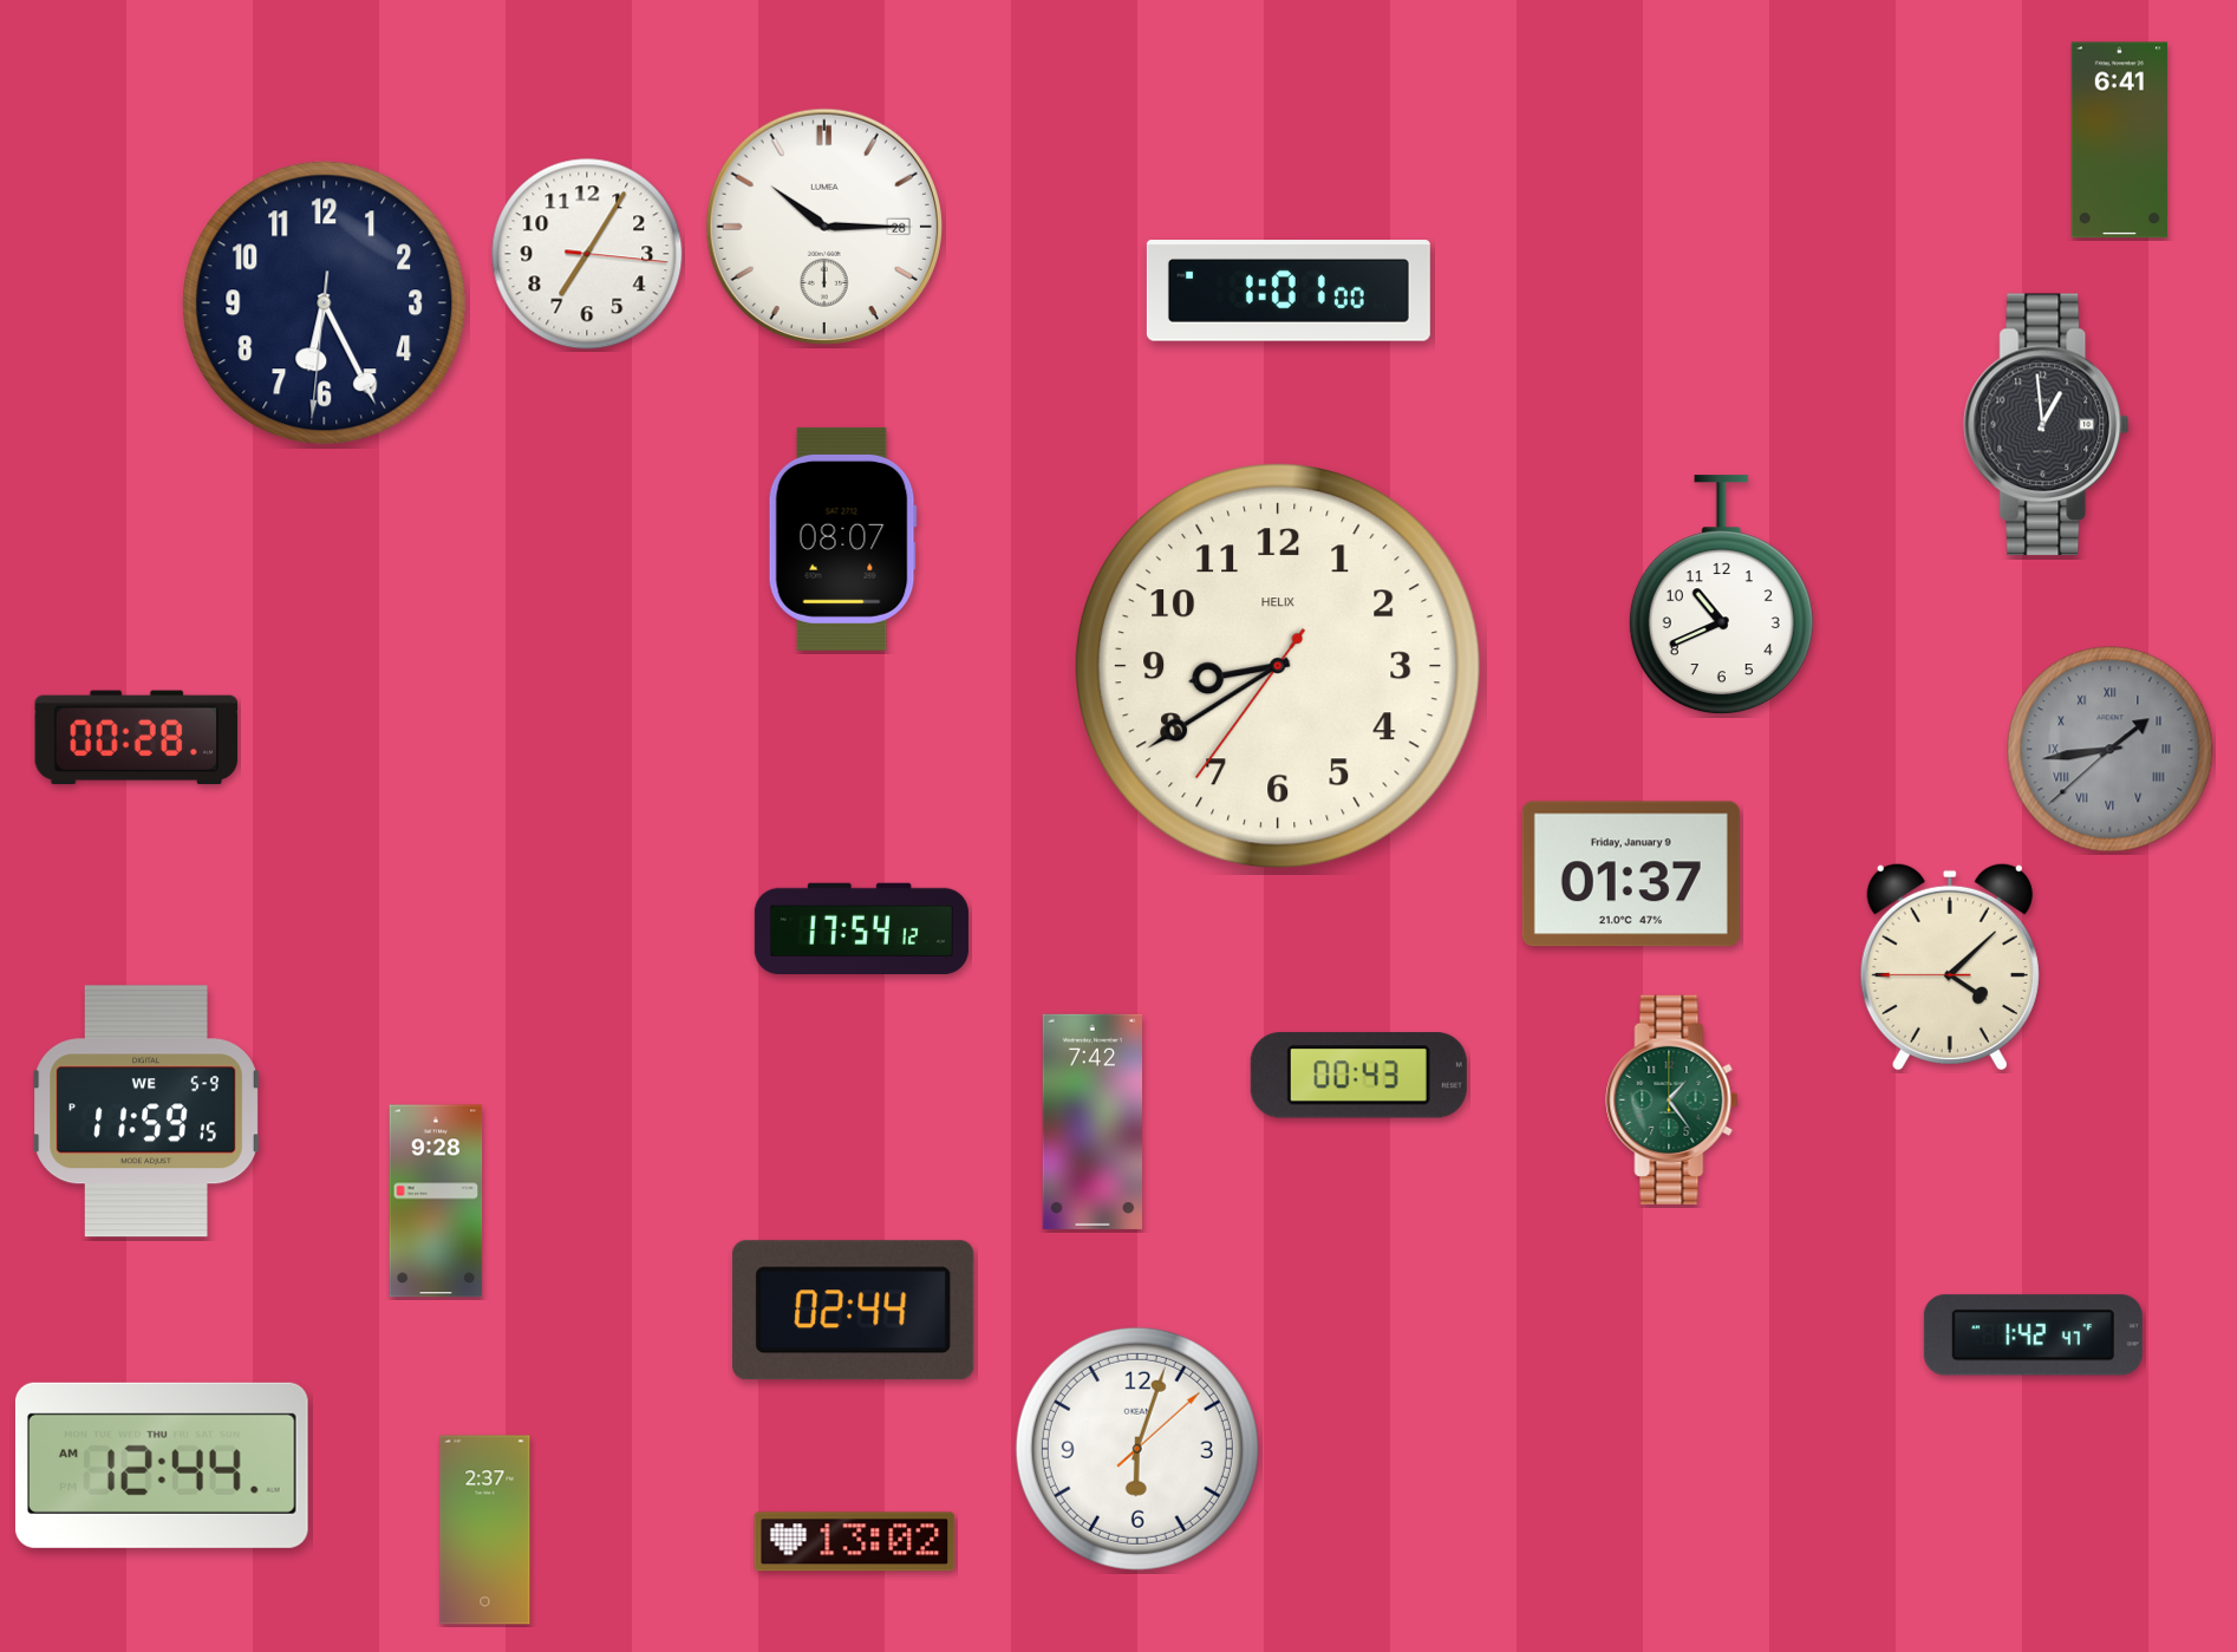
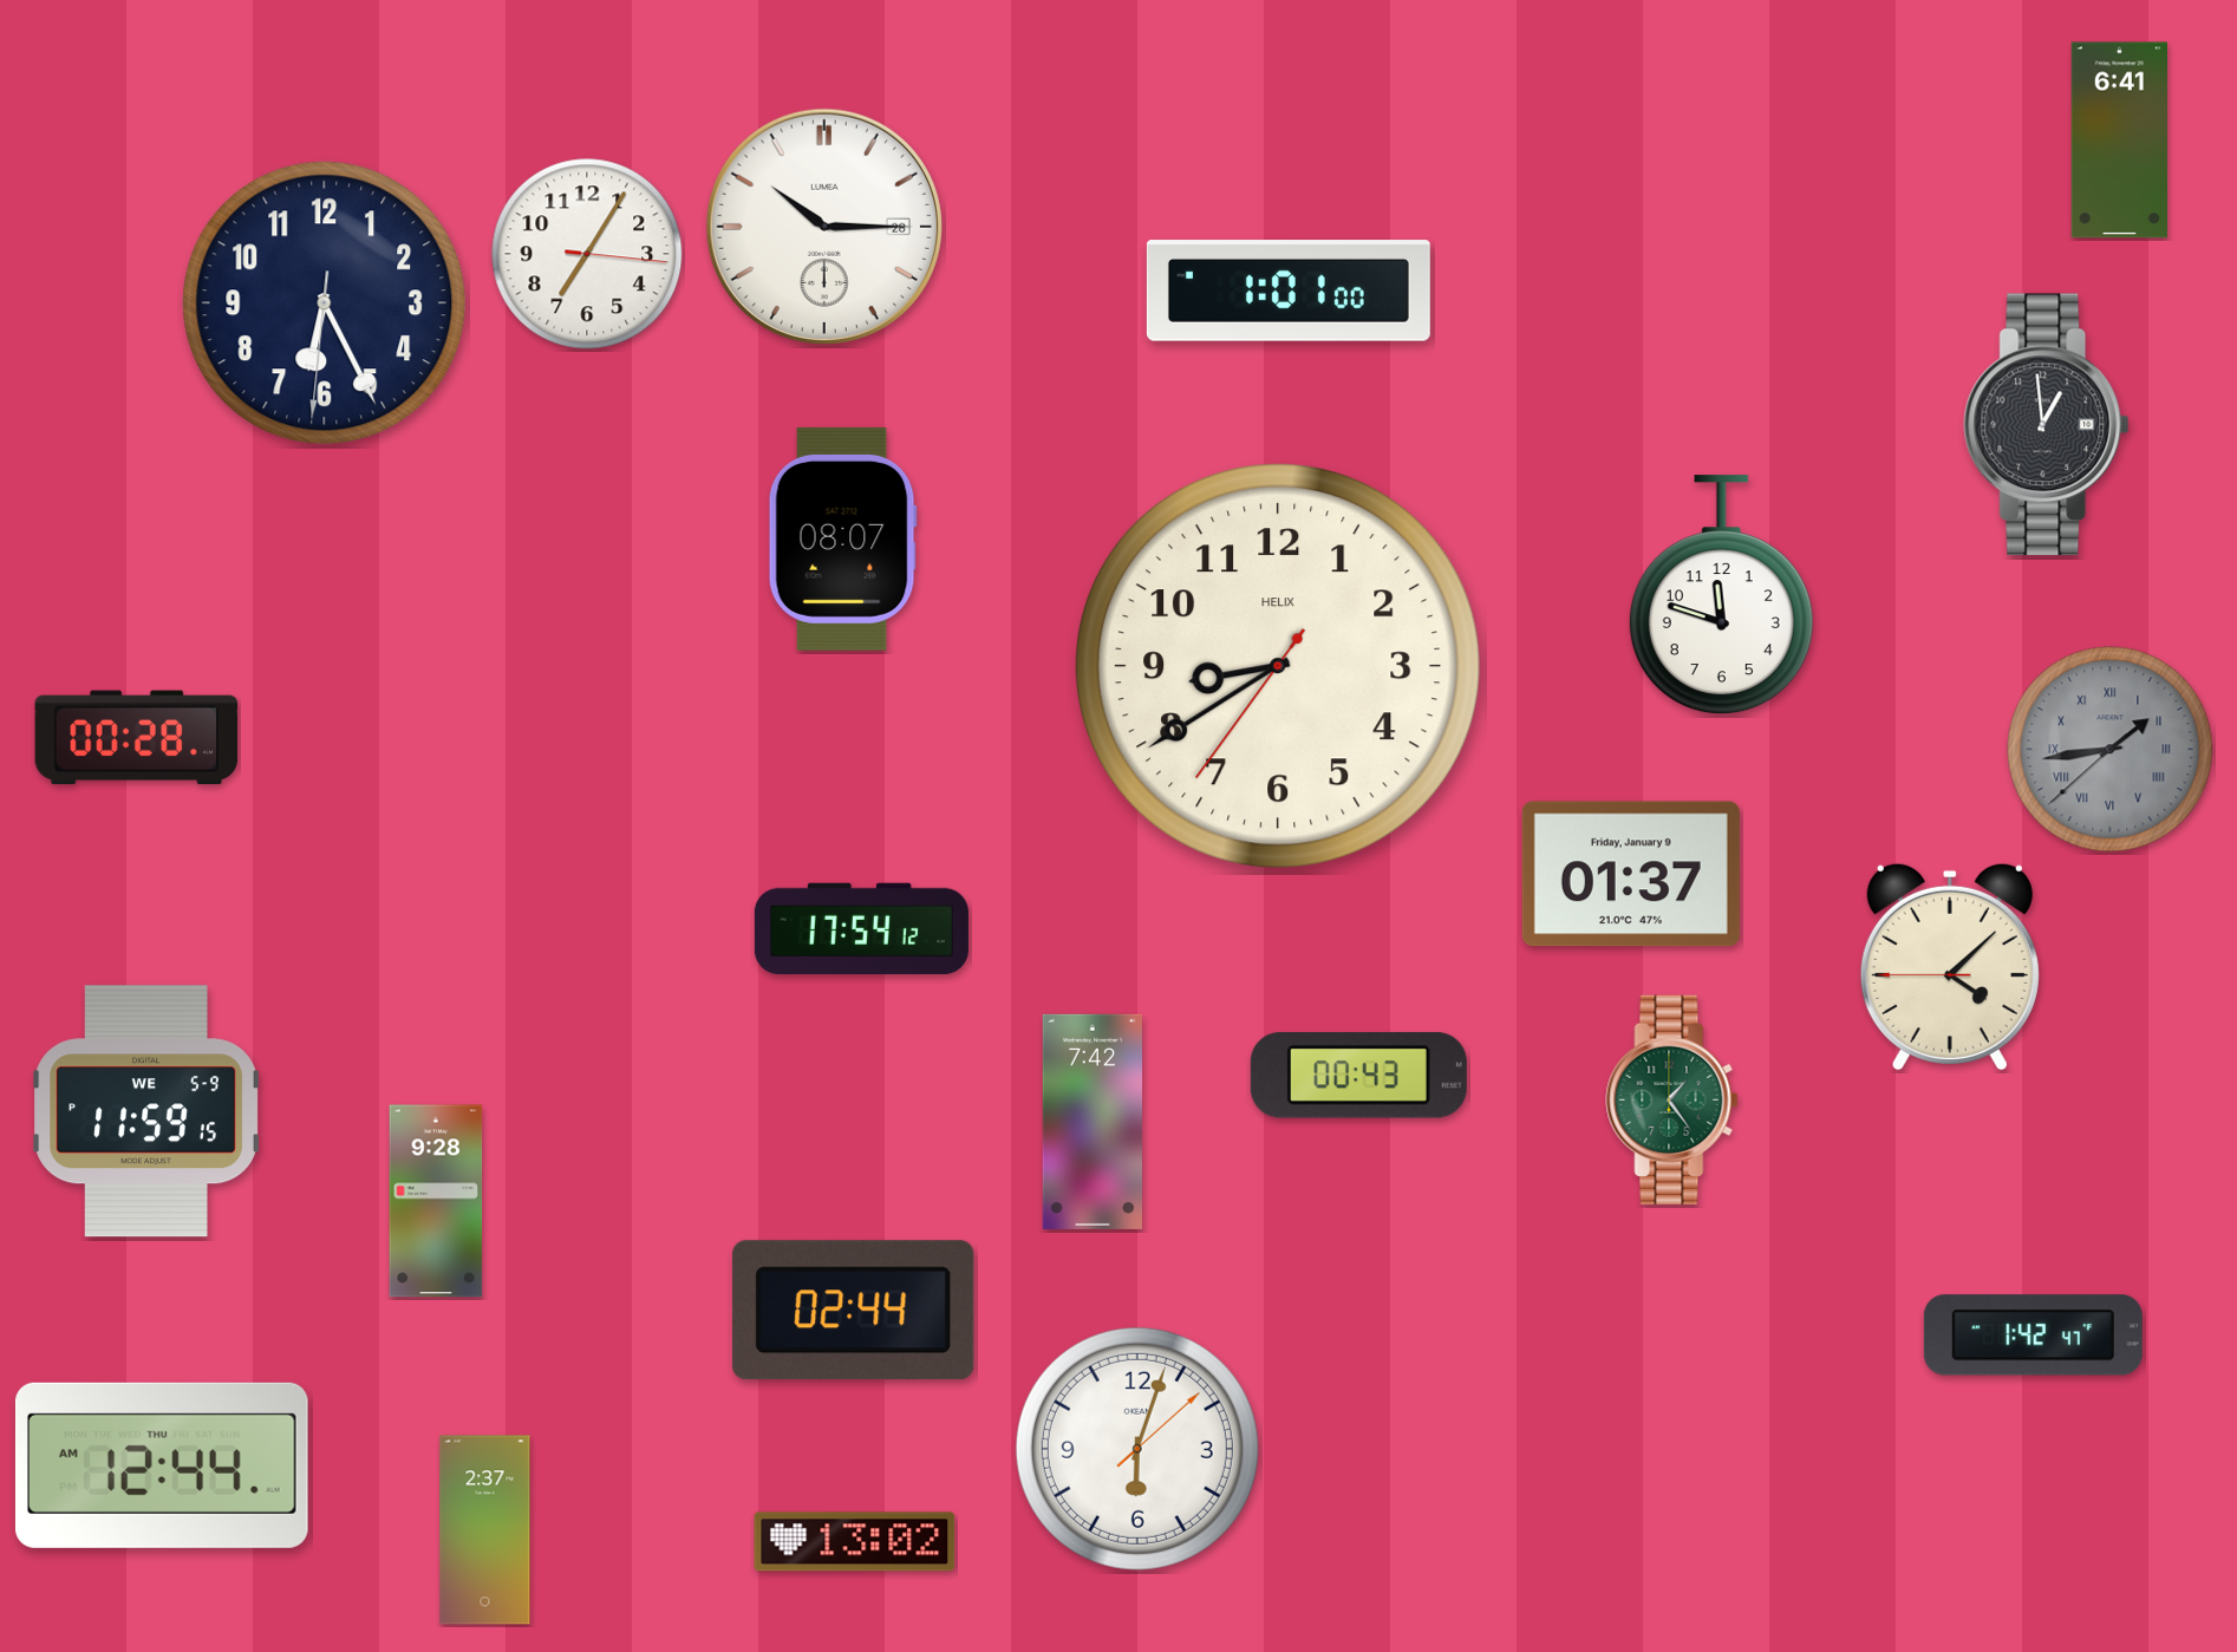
clock at (1721, 595): 10:41 -> 11:48
